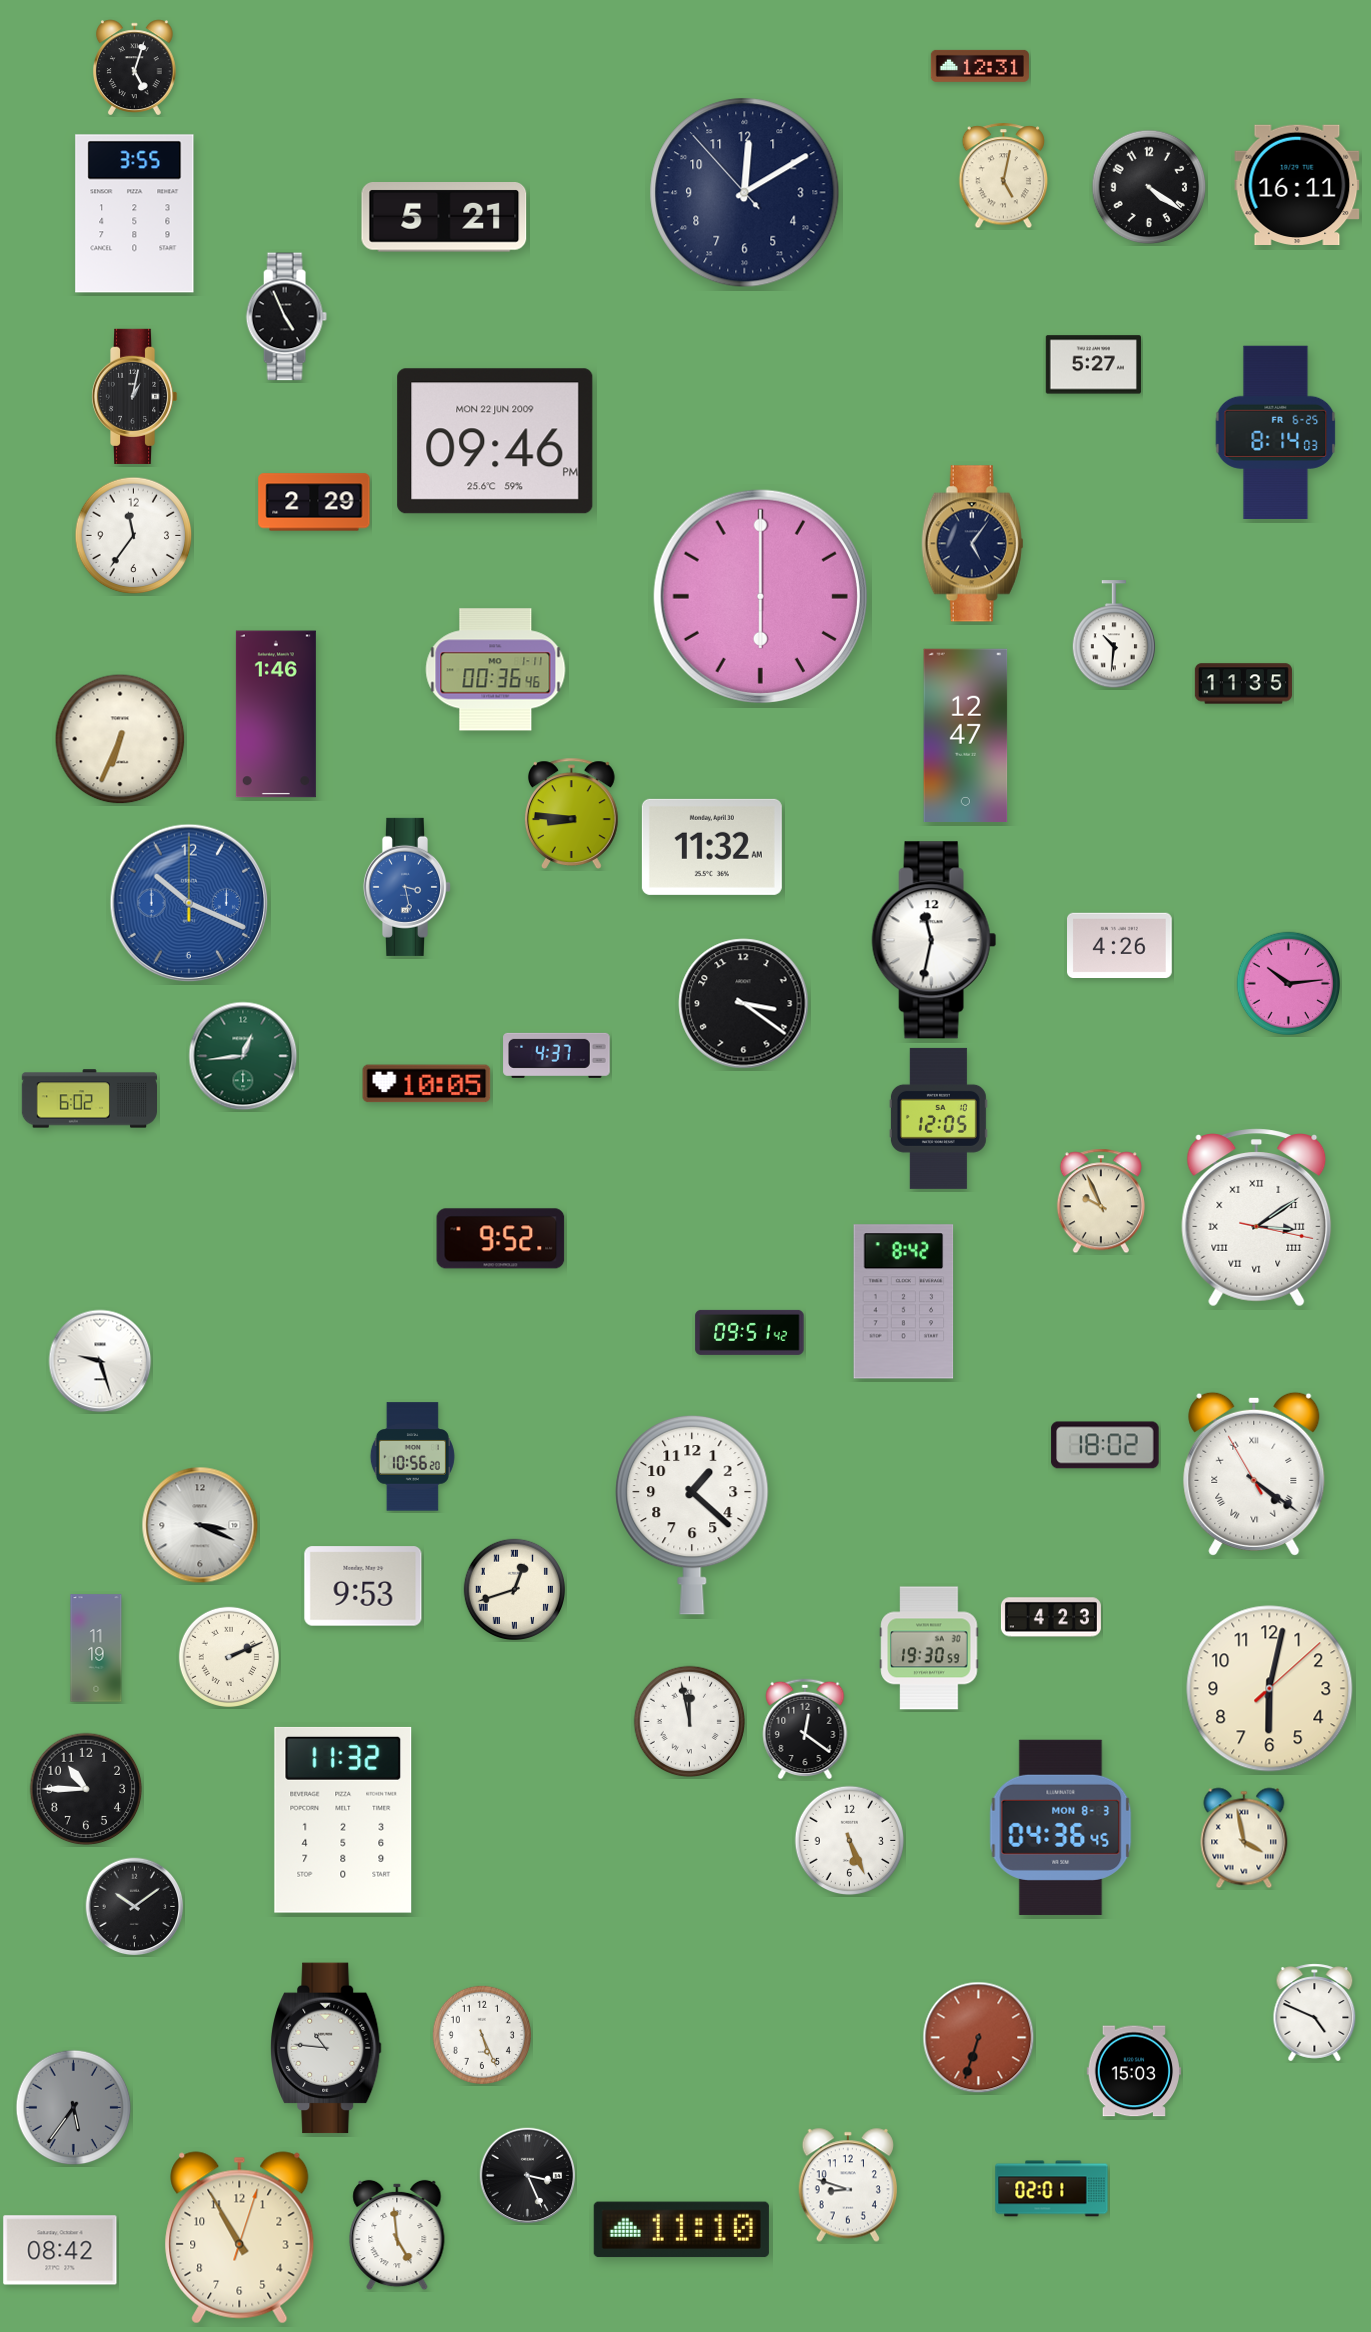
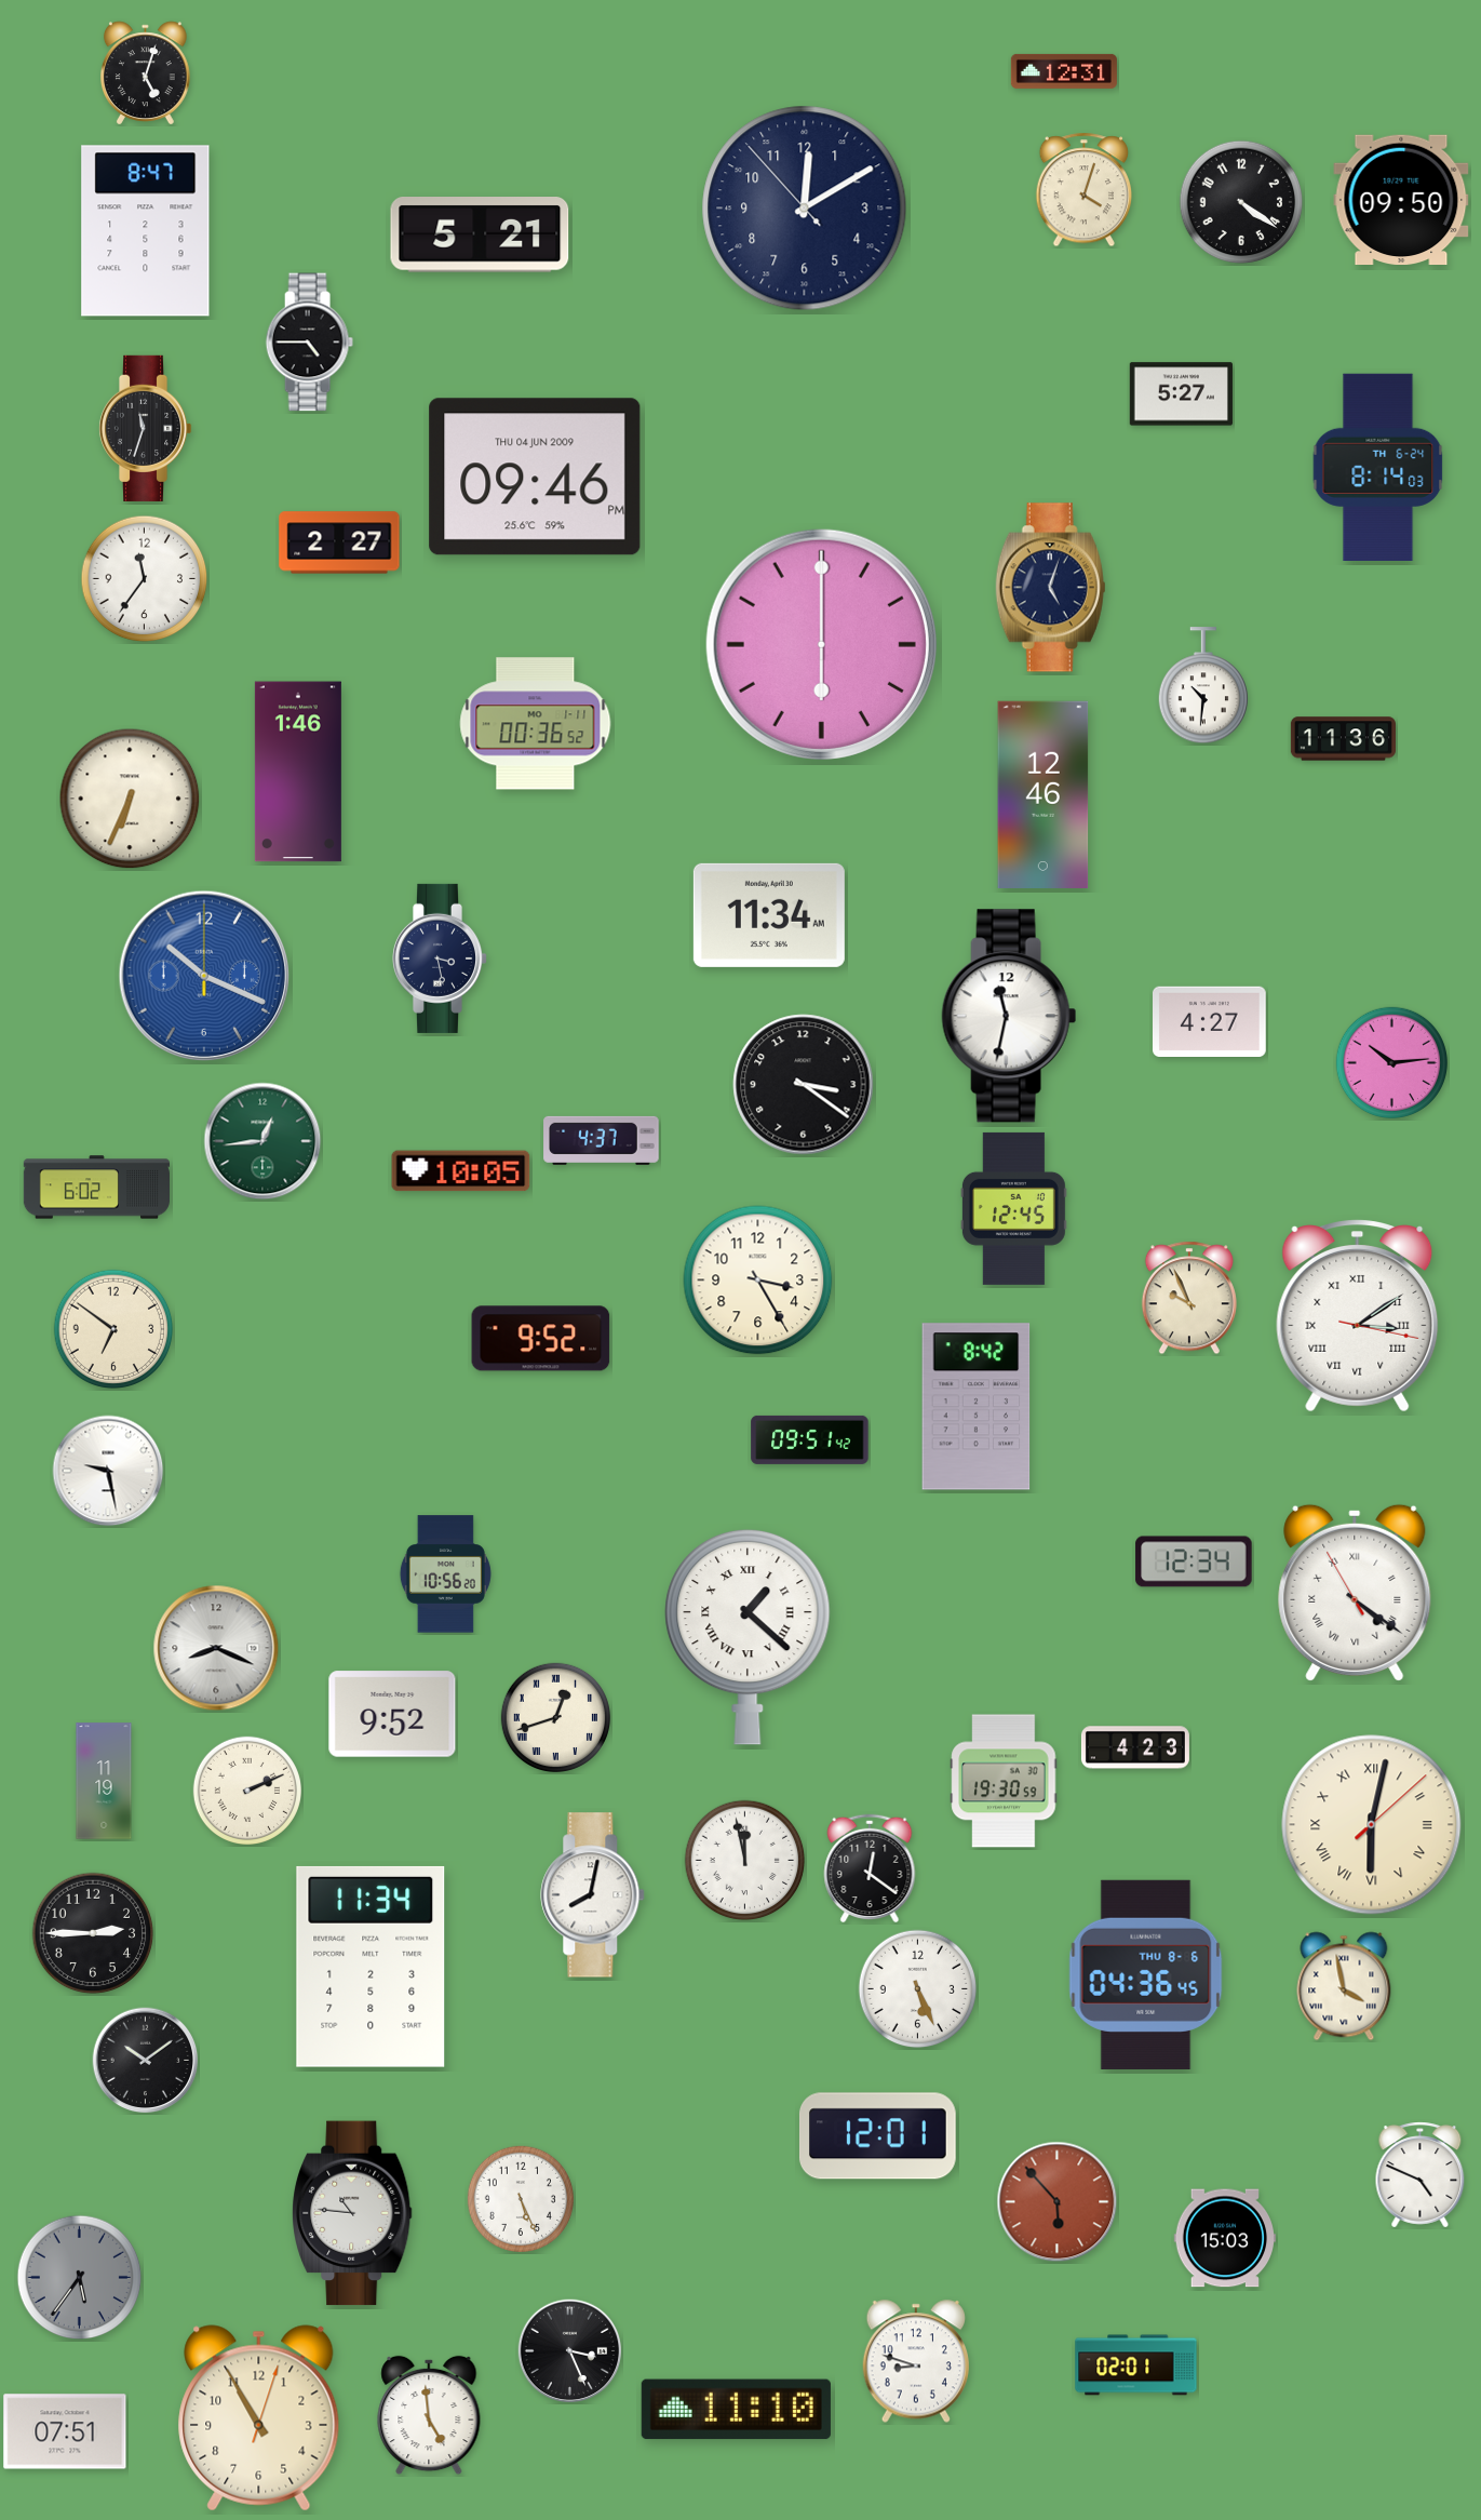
clock at (980, 66) position: (980, 66) -> (1064, 71)
clock at (1003, 176): 5:02 -> 4:03
clock at (1297, 185): 16:11 -> 09:50
clock at (135, 214): 3:55 -> 8:47
clock at (286, 317): 4:56 -> 4:45
clock at (134, 396): 1:02 -> 11:33
clock at (1276, 432) date: FR 6-25 -> TH 6-24
clock at (495, 441) date: MON 22 JUN 2009 -> THU 04 JUN 2009
clock at (314, 502): 2:29 -> 2:27
clock at (973, 544): 5:06 -> 5:03
clock at (496, 670): 00:36:46 -> 00:36:52
clock at (1243, 684): 11:35 -> 11:36
clock at (966, 735): 12:47 -> 12:46
clock at (571, 813): 8:46 -> none
clock at (712, 847): 11:32 -> 11:34
clock at (406, 887) dial: blue -> navy
clock at (1120, 945): 4:26 -> 4:27
clock at (938, 1118): 12:05 -> 12:45
clock at (758, 1281): none -> 3:25
clock at (113, 1329): none -> 6:51
clock at (100, 1361): 9:27 -> 9:28
clock at (1105, 1445): 18:02 -> 12:34
clock at (692, 1515) numerals: Arabic -> Roman
clock at (200, 1525): 3:19 -> 8:19
clock at (363, 1586): 9:53 -> 9:52
clock at (1270, 1689) numerals: Arabic -> Roman
clock at (593, 1895): none -> 8:02
clock at (86, 1789): 10:45 -> 2:45
clock at (343, 1820): 11:32 -> 11:34
clock at (1061, 1827) date: MON 8-3 -> THU 8-6
clock at (877, 2136): none -> 12:01
clock at (979, 2038): 6:33 -> 5:53
clock at (60, 2250): 08:42 -> 07:51
